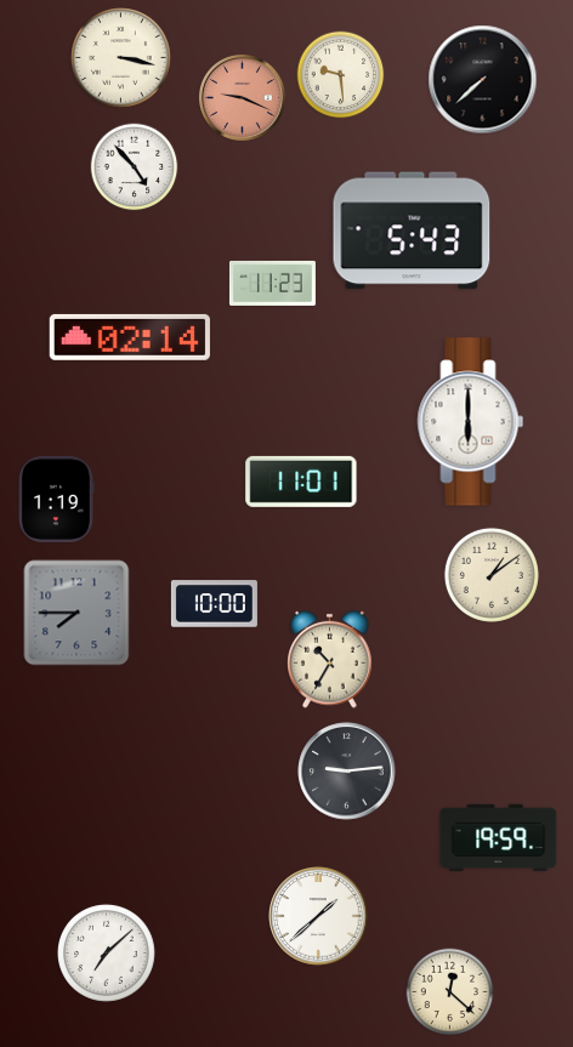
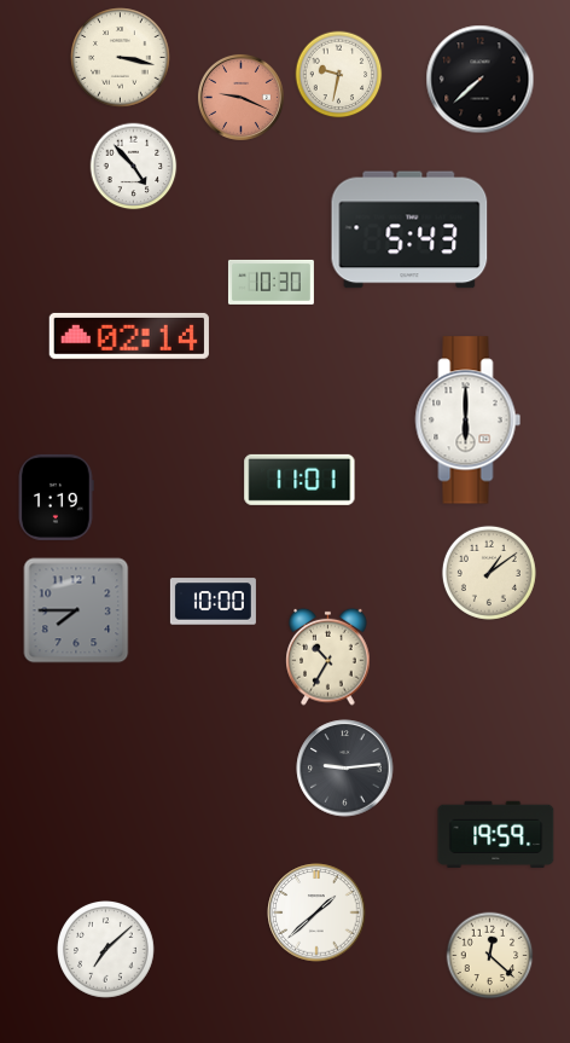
clock at (341, 75): 9:29 -> 9:32
clock at (272, 283): 11:23 -> 10:30
clock at (450, 992) position: (450, 992) -> (490, 956)
